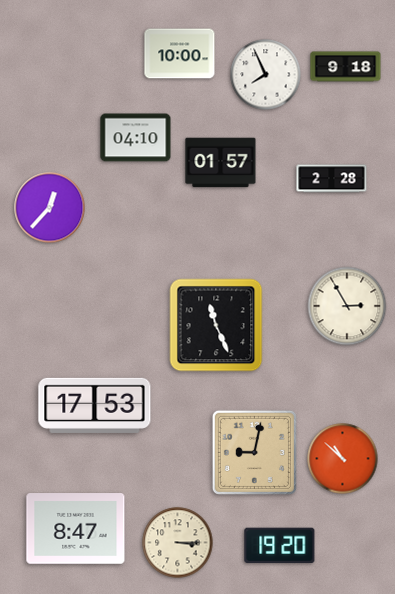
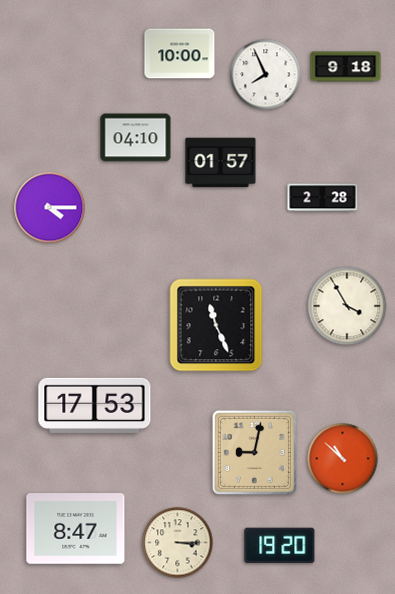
clock at (332, 179) position: (332, 179) -> (323, 198)
clock at (50, 208): 12:37 -> 4:15
clock at (347, 306): 2:55 -> 3:55
